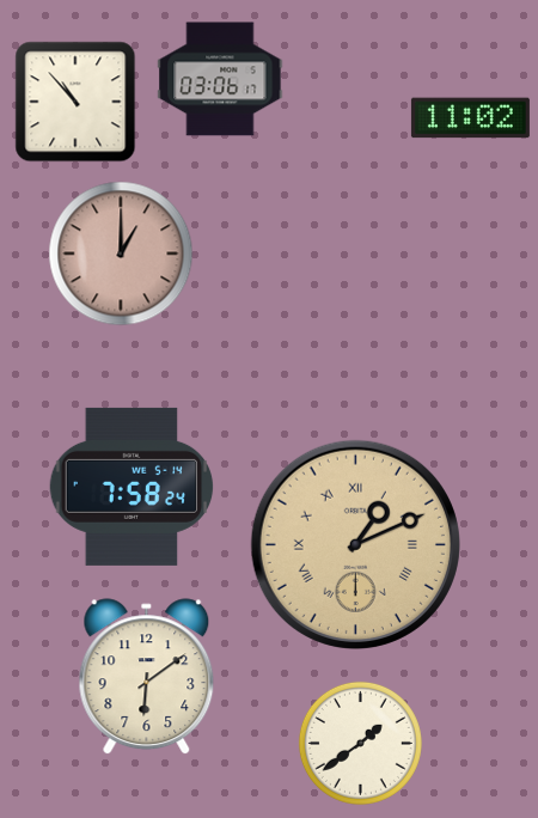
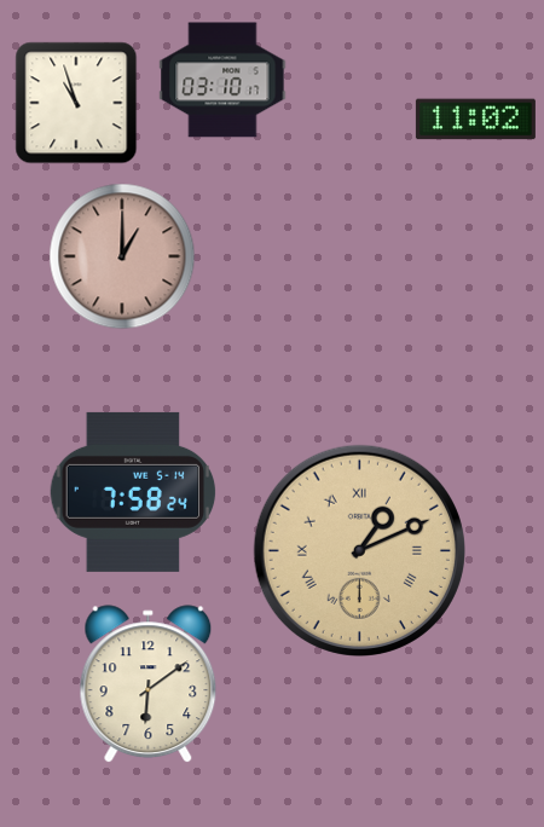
clock at (220, 79): 03:06 -> 03:10
clock at (75, 102): 10:53 -> 10:57
clock at (360, 743): 1:39 -> none
